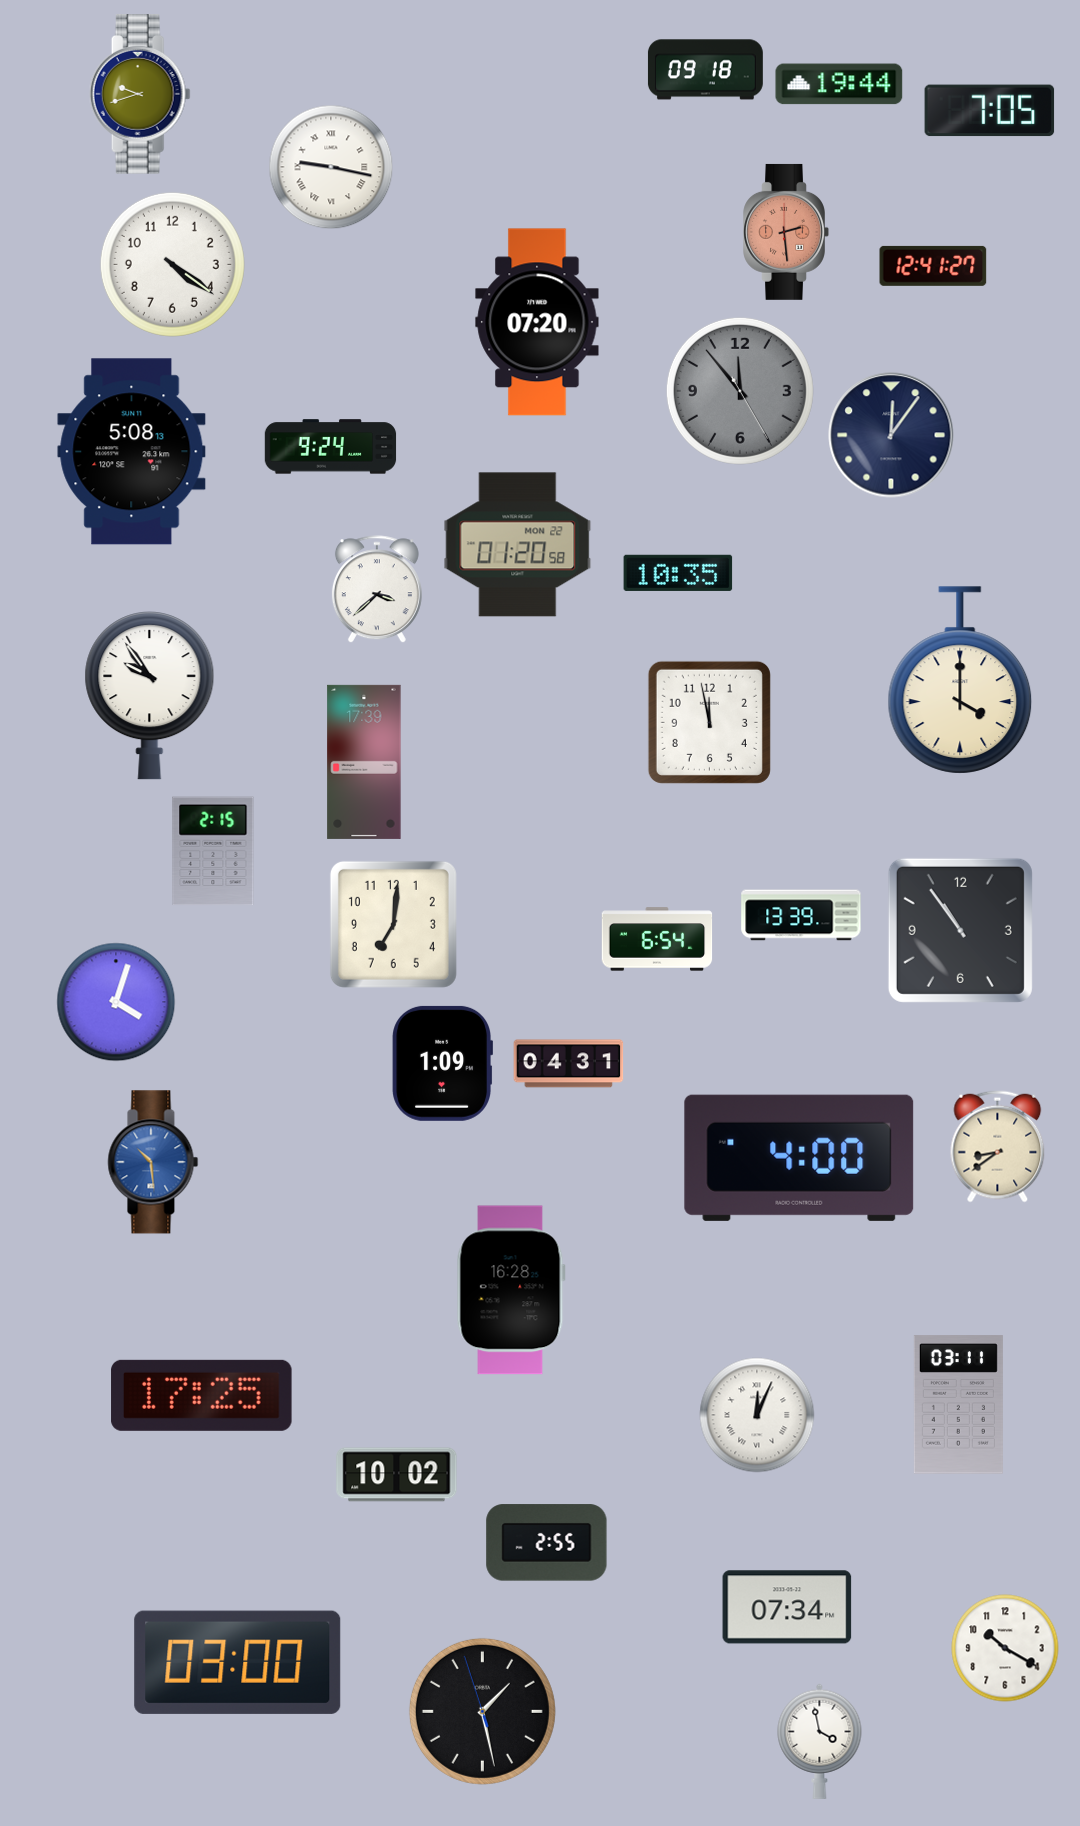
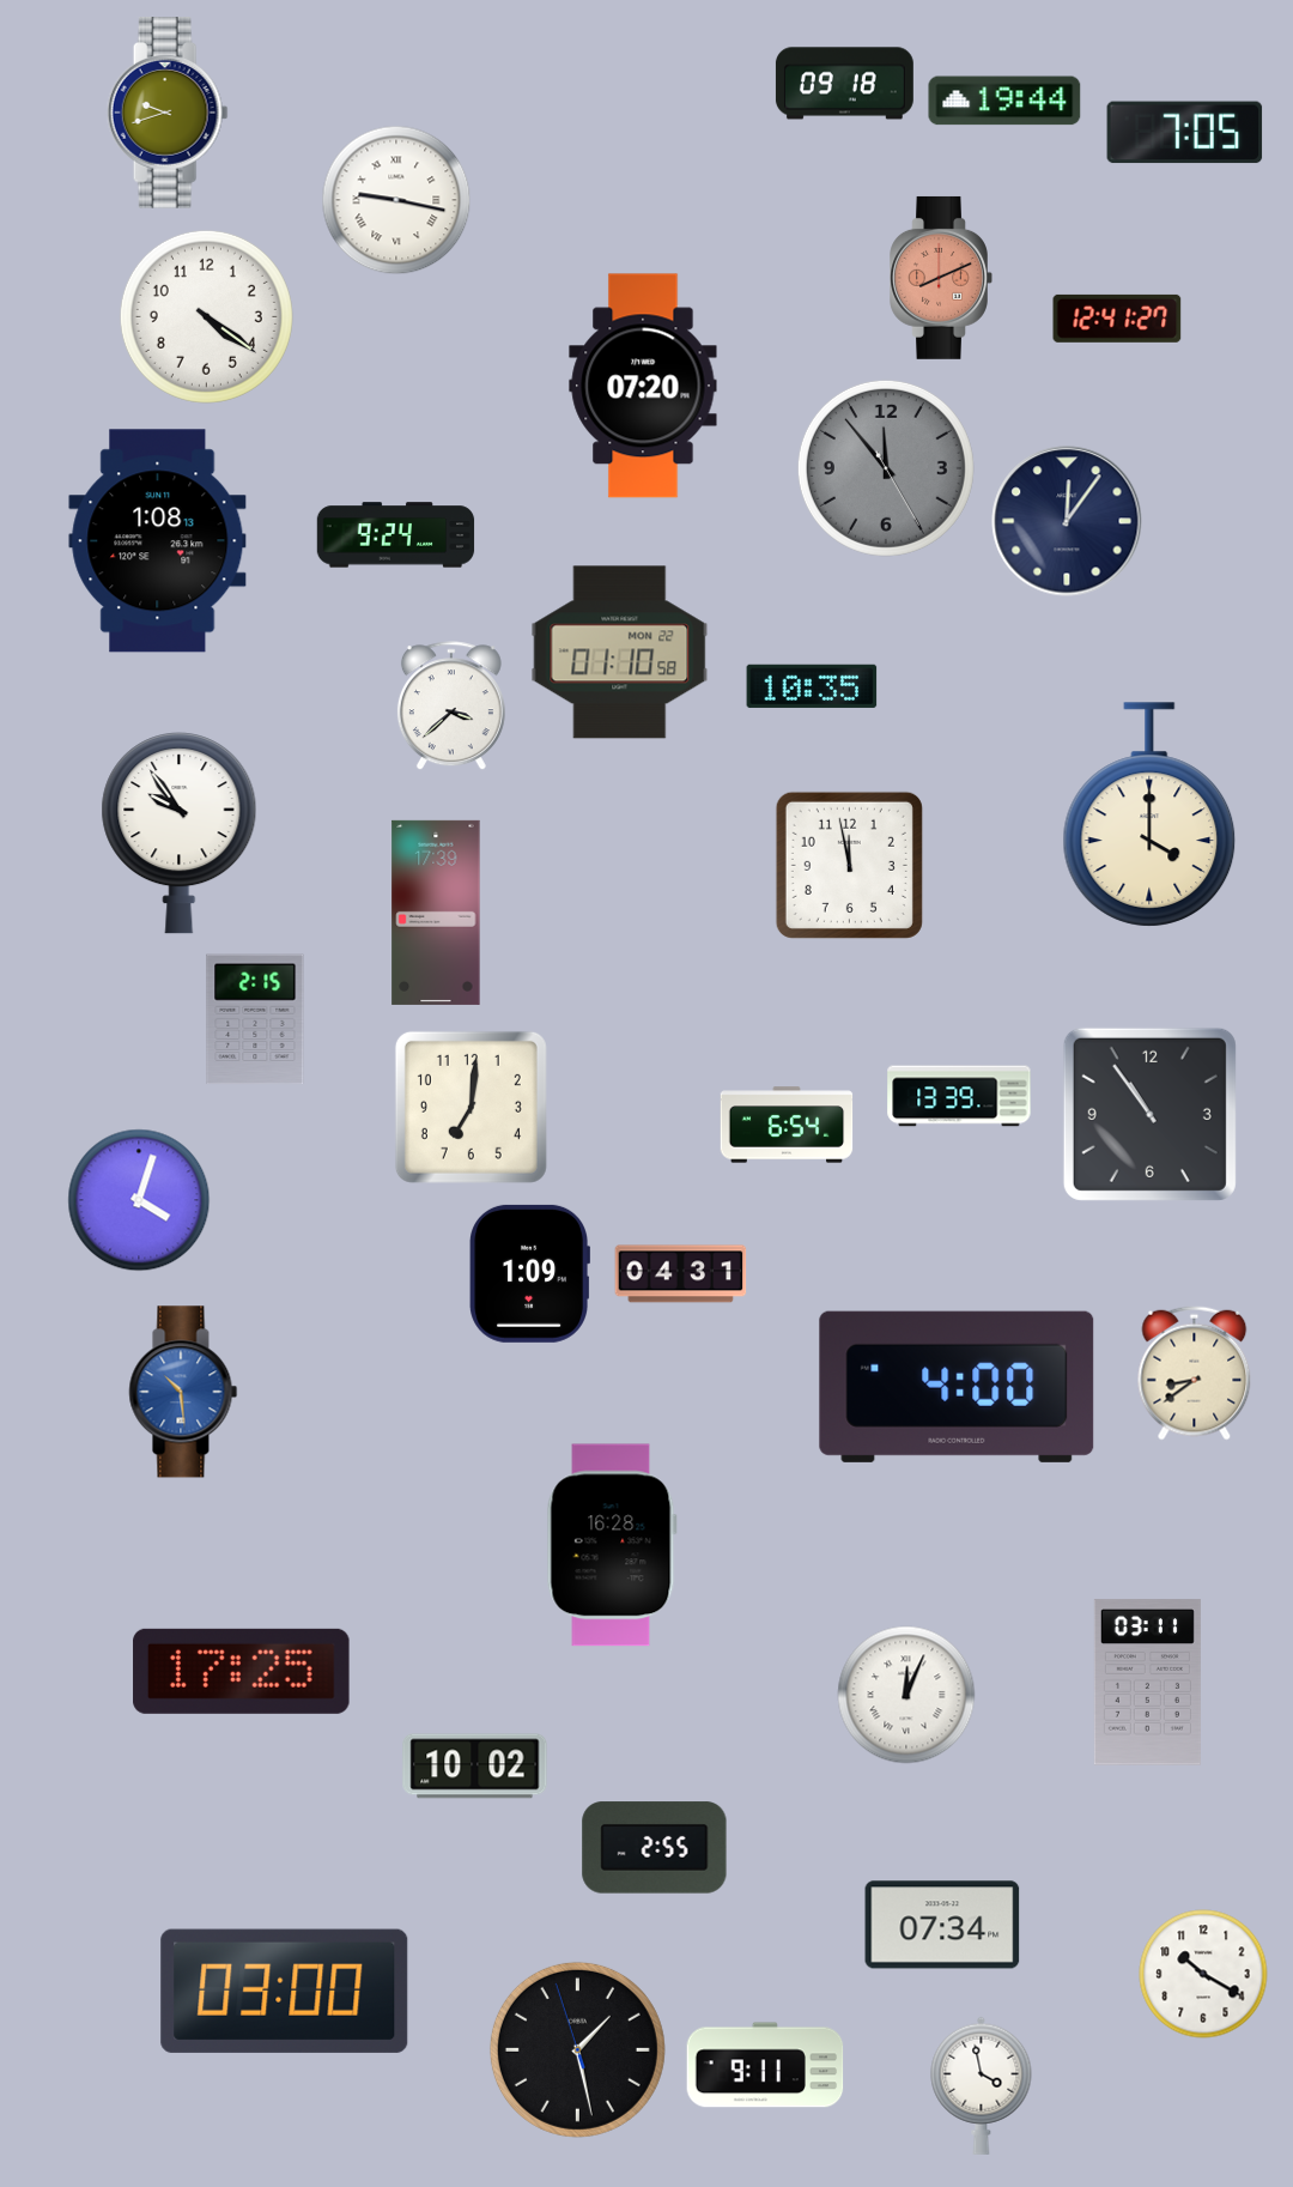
clock at (786, 232): 2:29 -> 8:11
clock at (132, 452): 5:08 -> 1:08
clock at (518, 545): 01:20 -> 01:10
clock at (765, 2065): none -> 9:11
